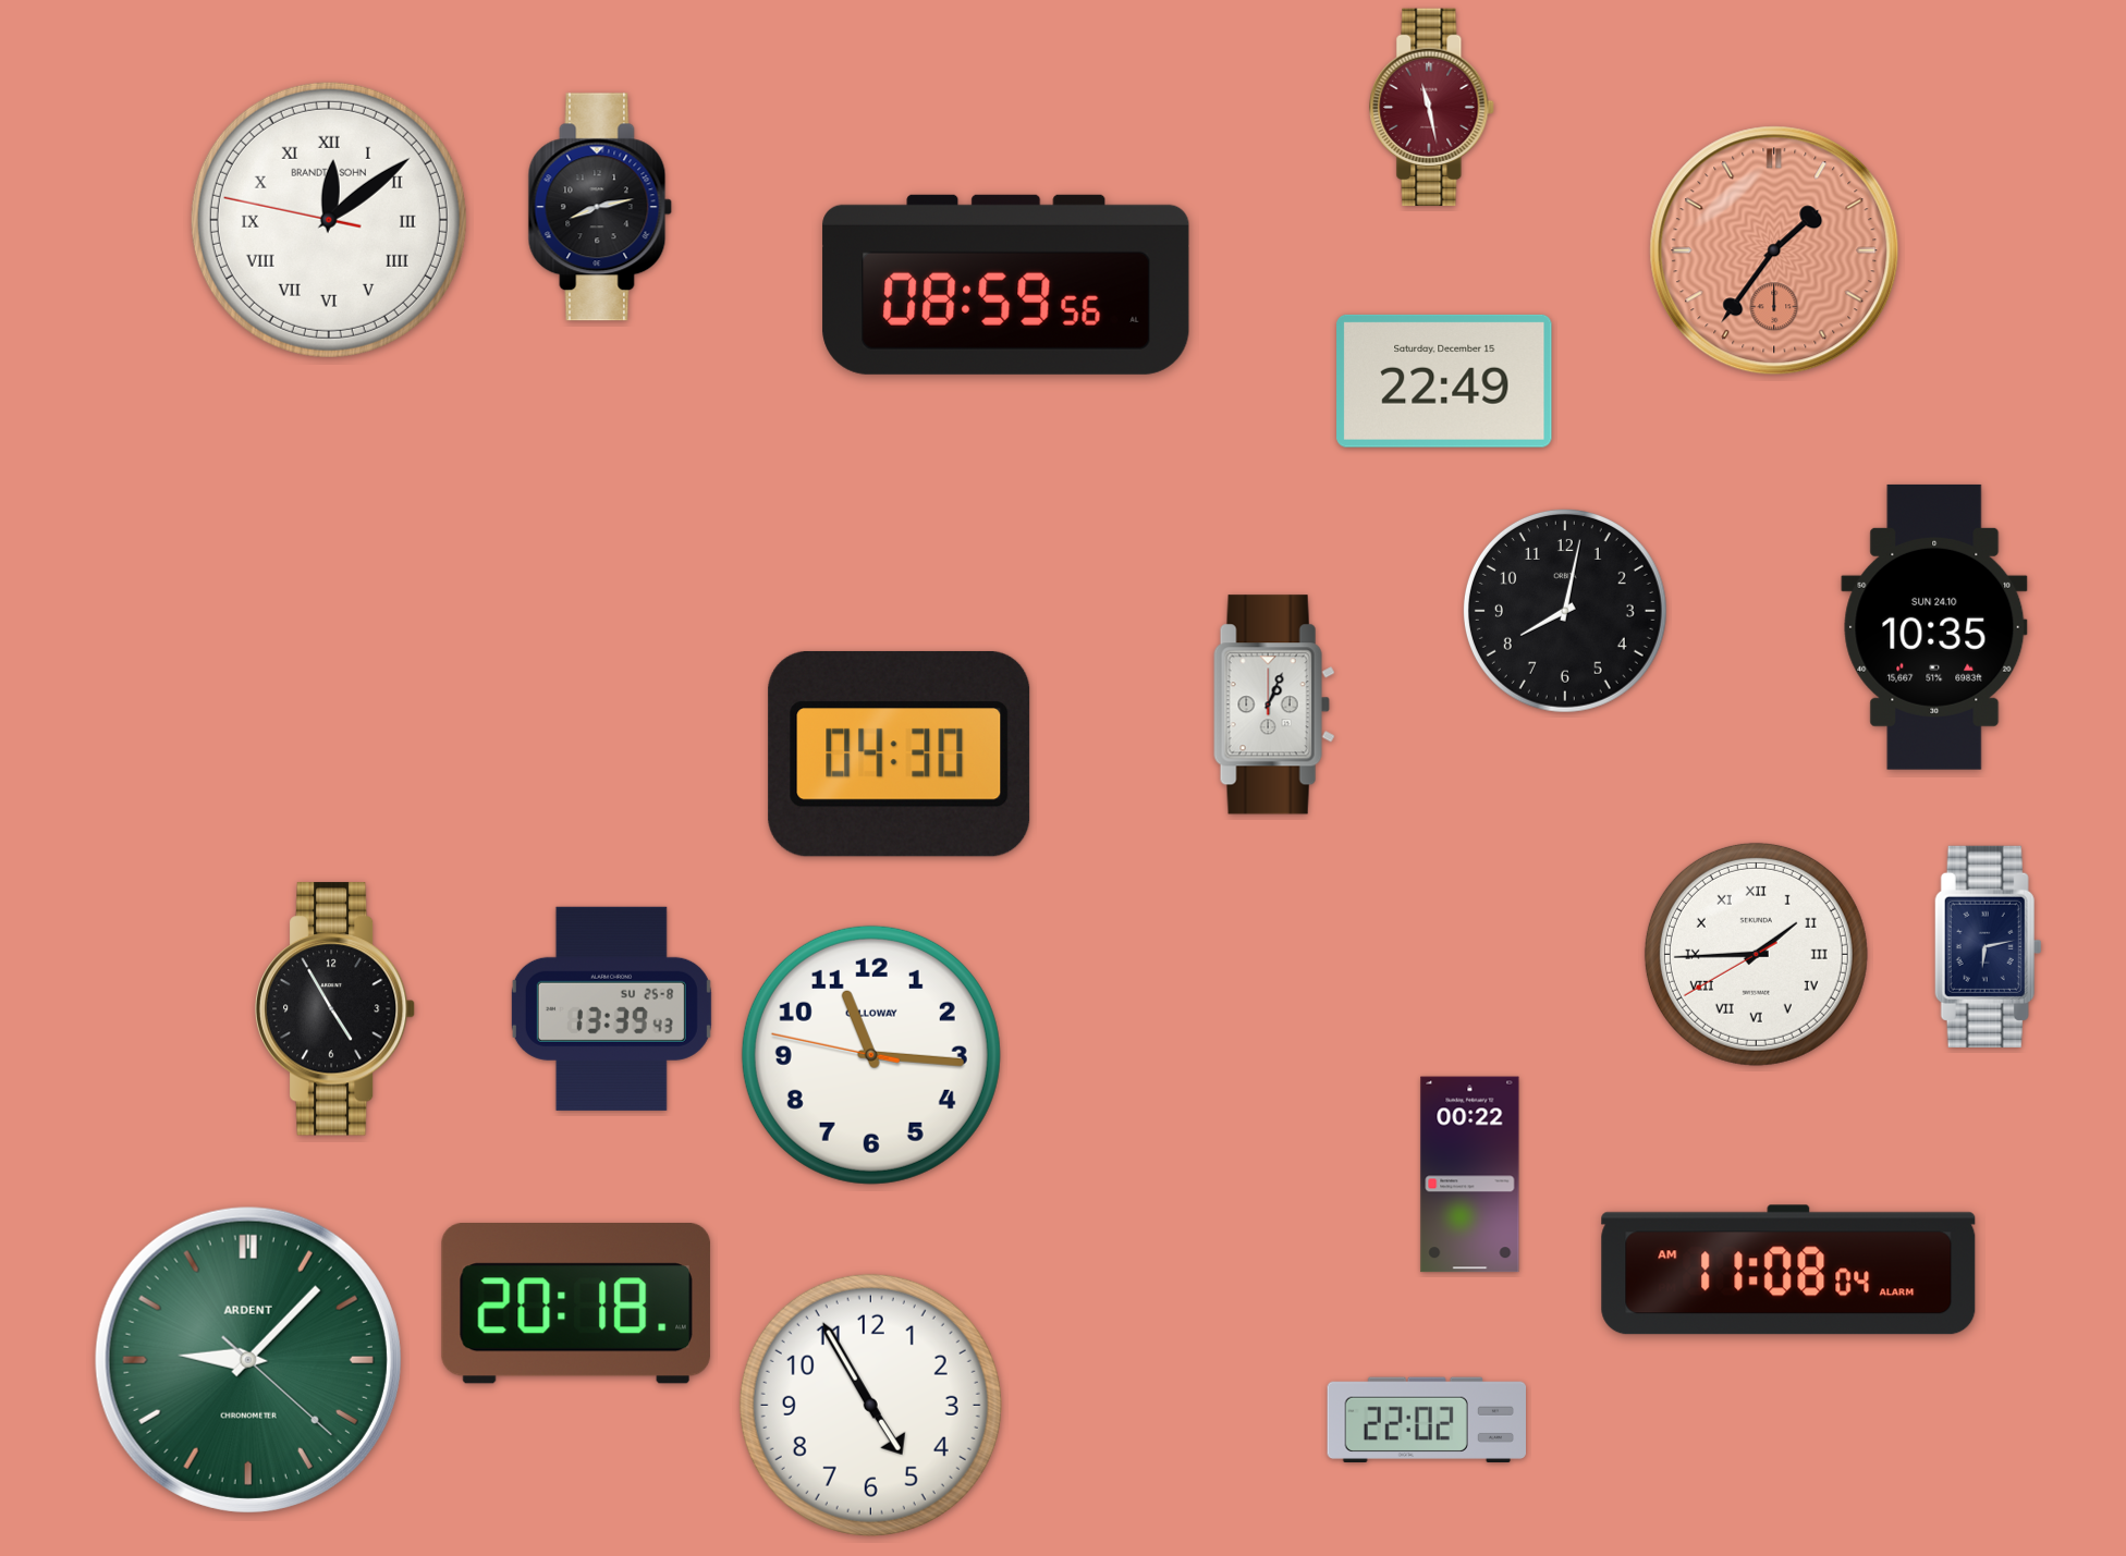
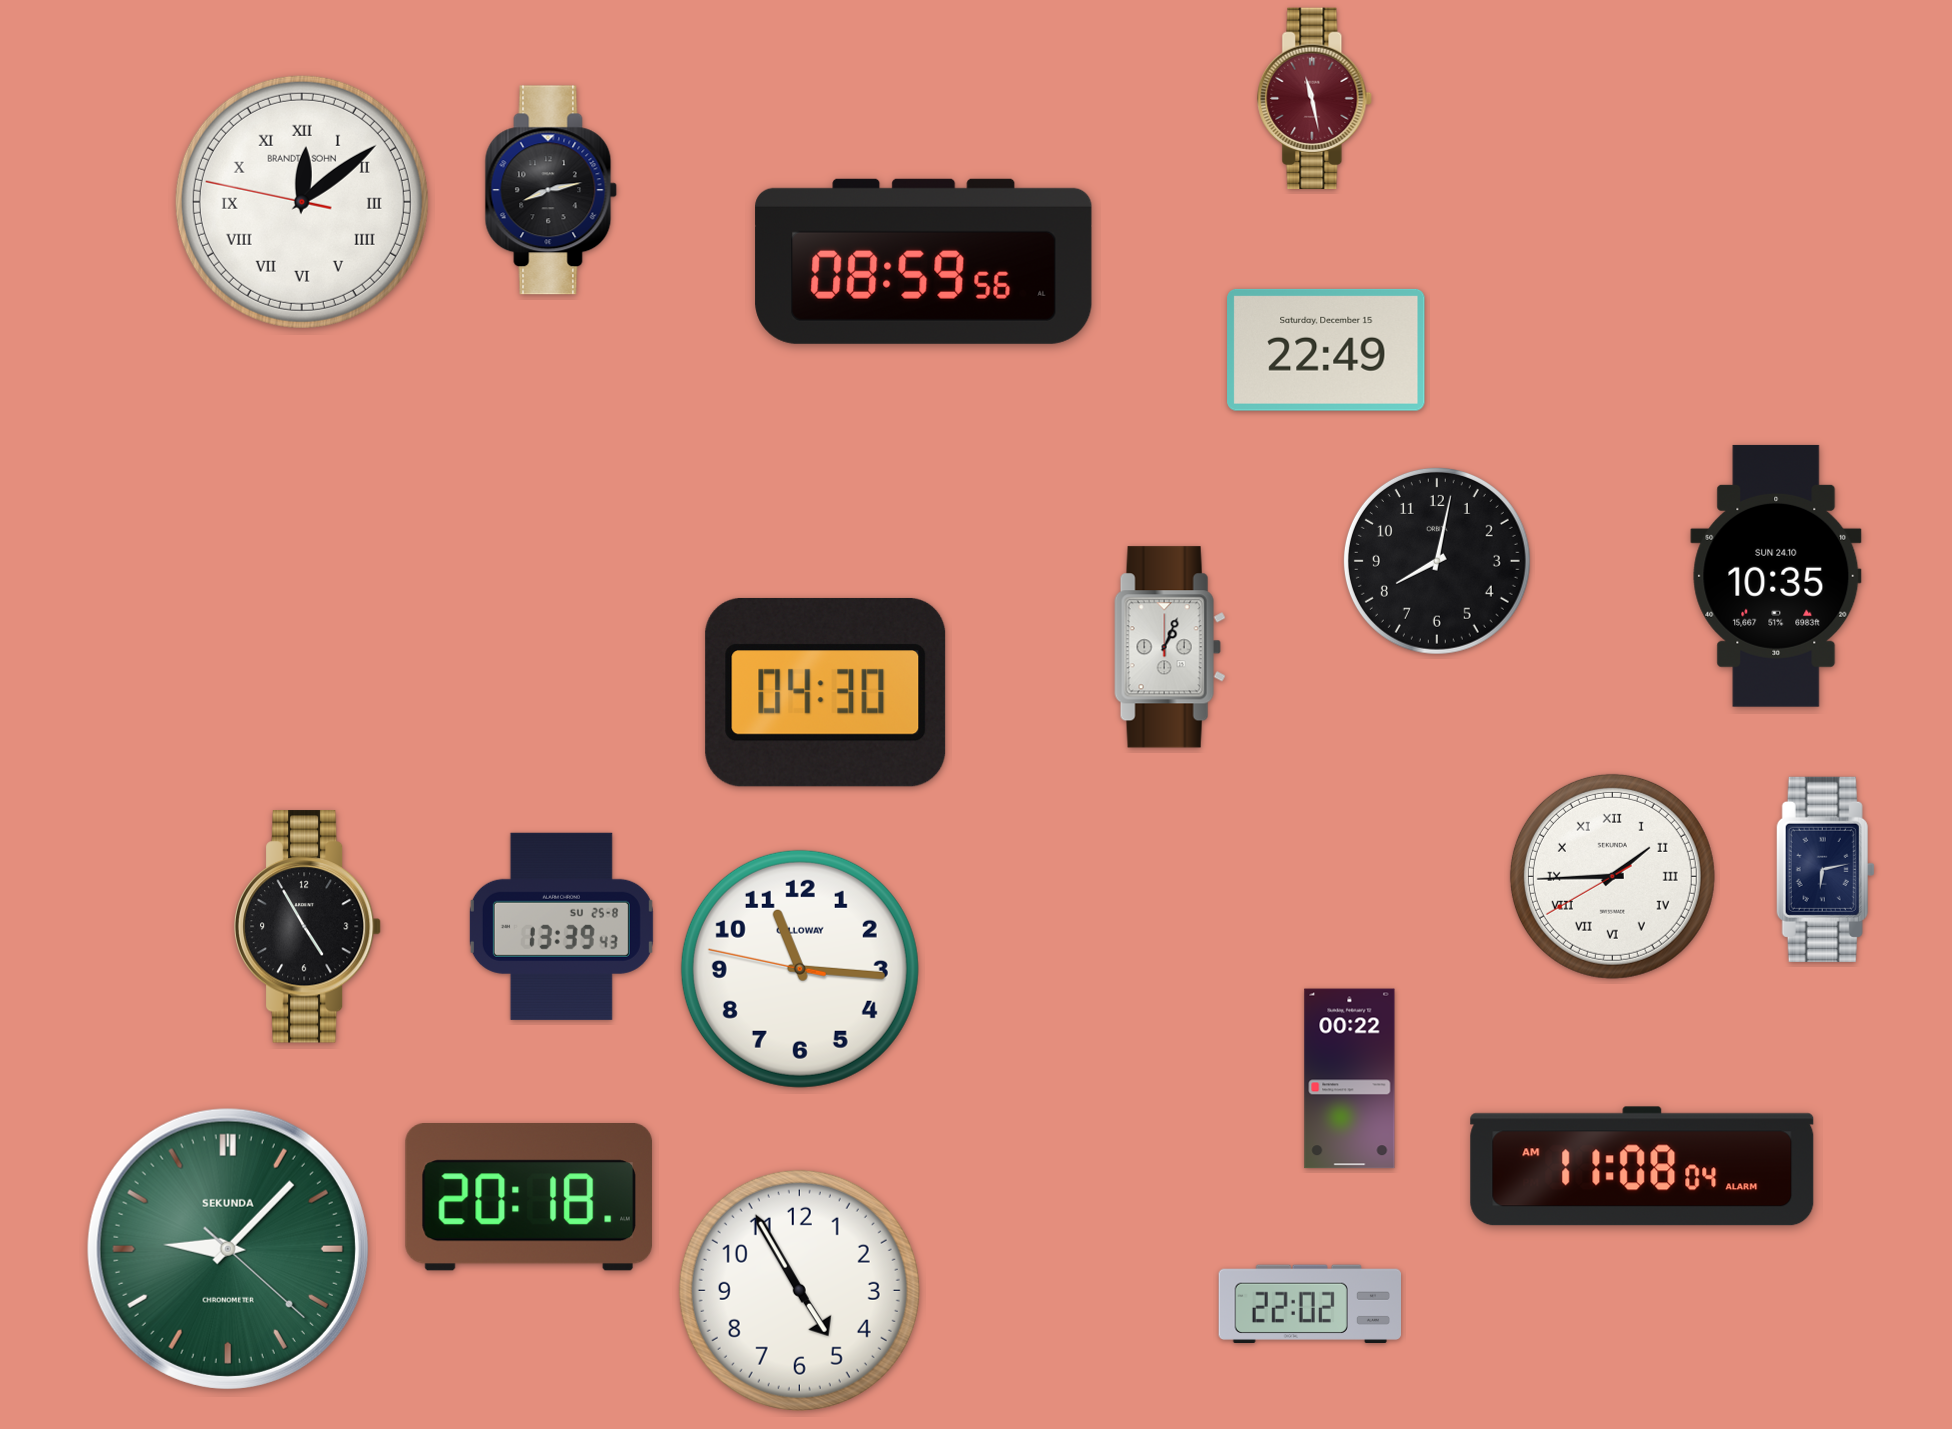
clock at (1774, 250): 1:36 -> none
clock at (248, 1360) brand: ARDENT -> SEKUNDA
